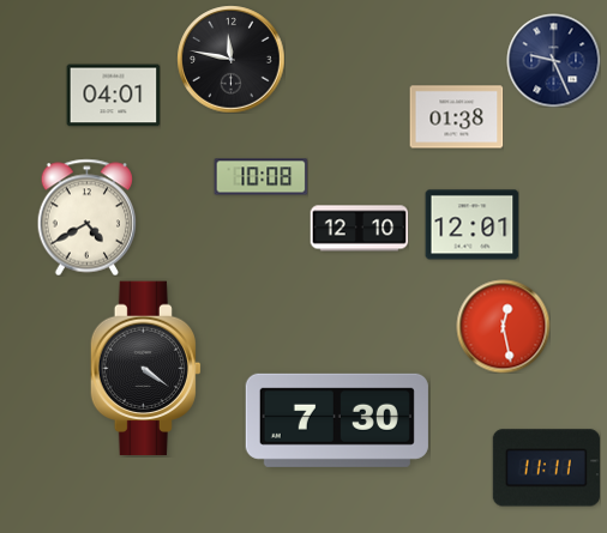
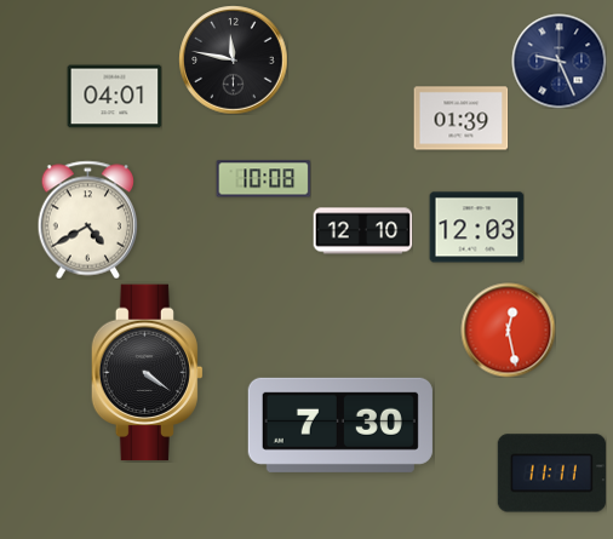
clock at (456, 117): 01:38 -> 01:39
clock at (471, 225): 12:01 -> 12:03
